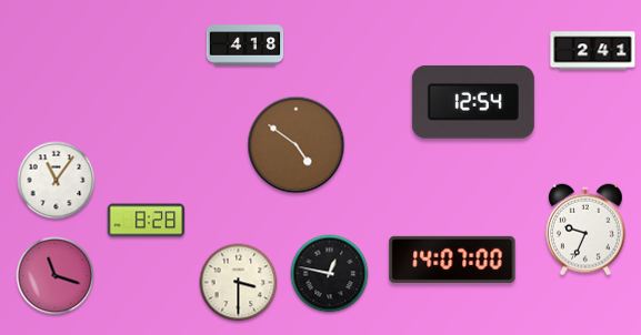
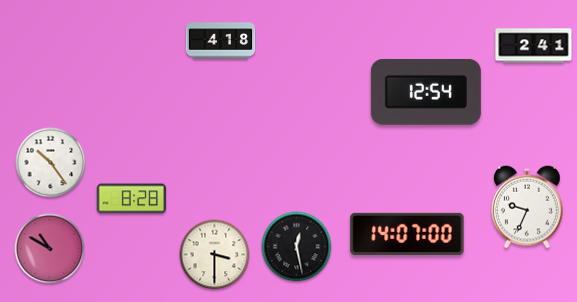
clock at (297, 145): 4:51 -> none
clock at (57, 181): 11:06 -> 10:24
clock at (330, 274): 12:47 -> 12:28
clock at (56, 276): 11:18 -> 10:50
